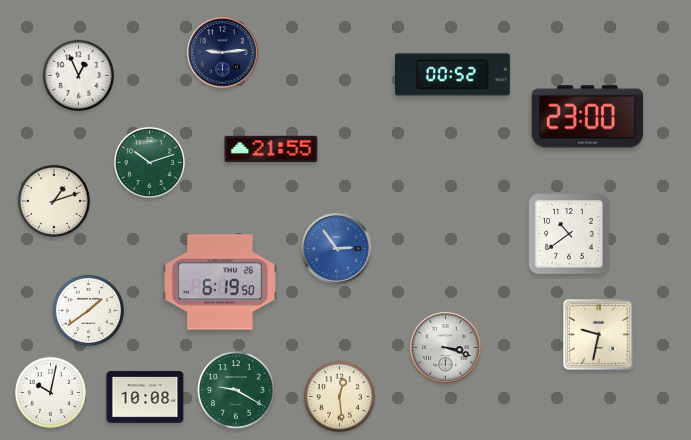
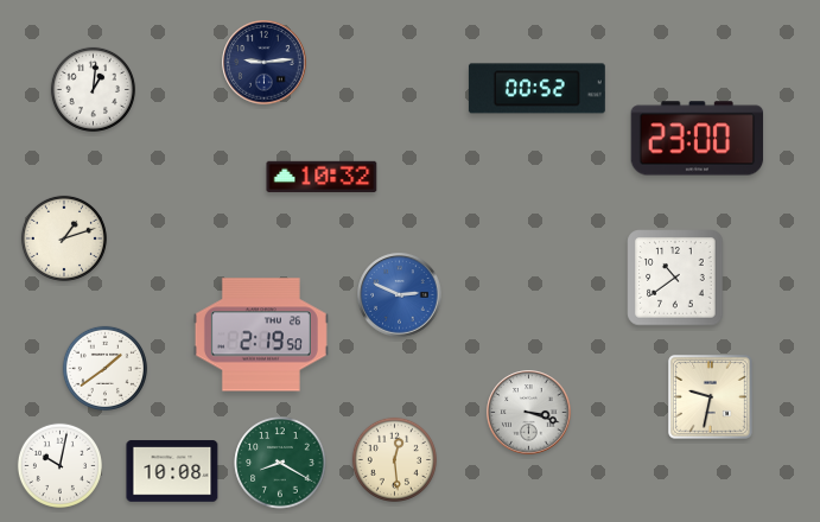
clock at (78, 75): 12:56 -> 1:01
clock at (271, 148): 21:55 -> 10:32
clock at (149, 162): 10:12 -> none
clock at (337, 249): 2:54 -> 2:49
clock at (220, 282): 6:19 -> 2:19
clock at (236, 390): 9:20 -> 8:20
clock at (339, 396) position: (339, 396) -> (394, 459)
